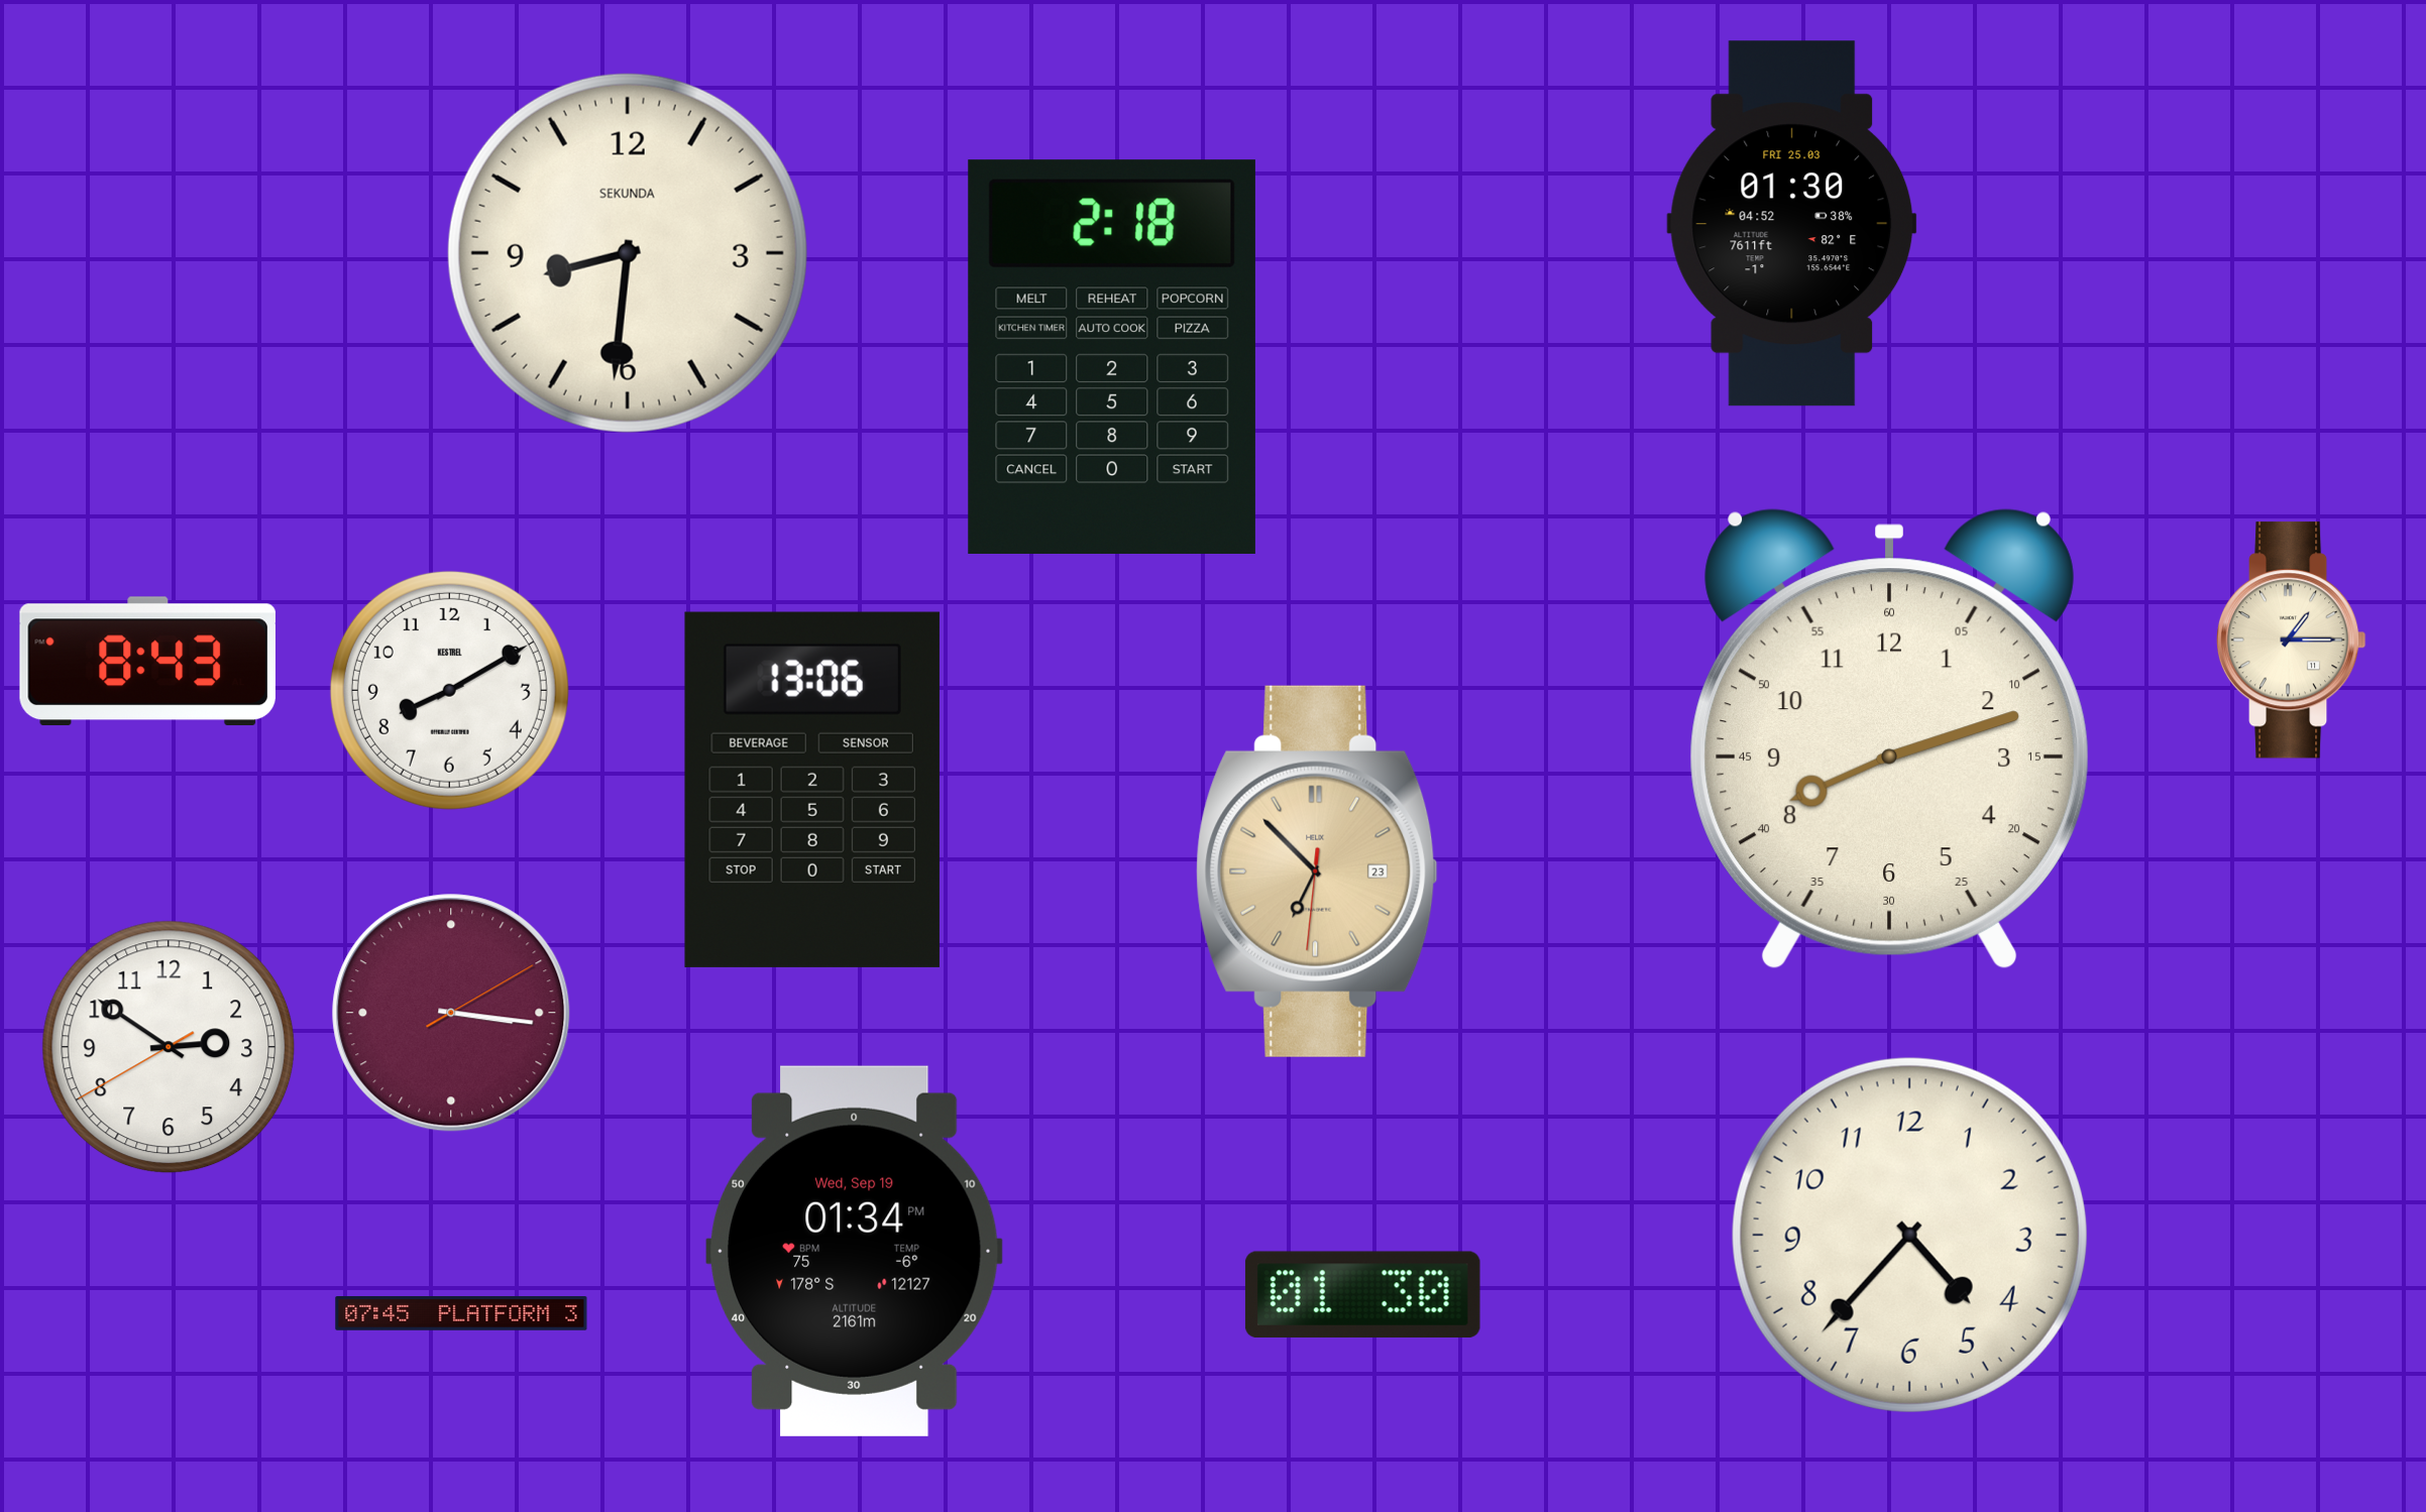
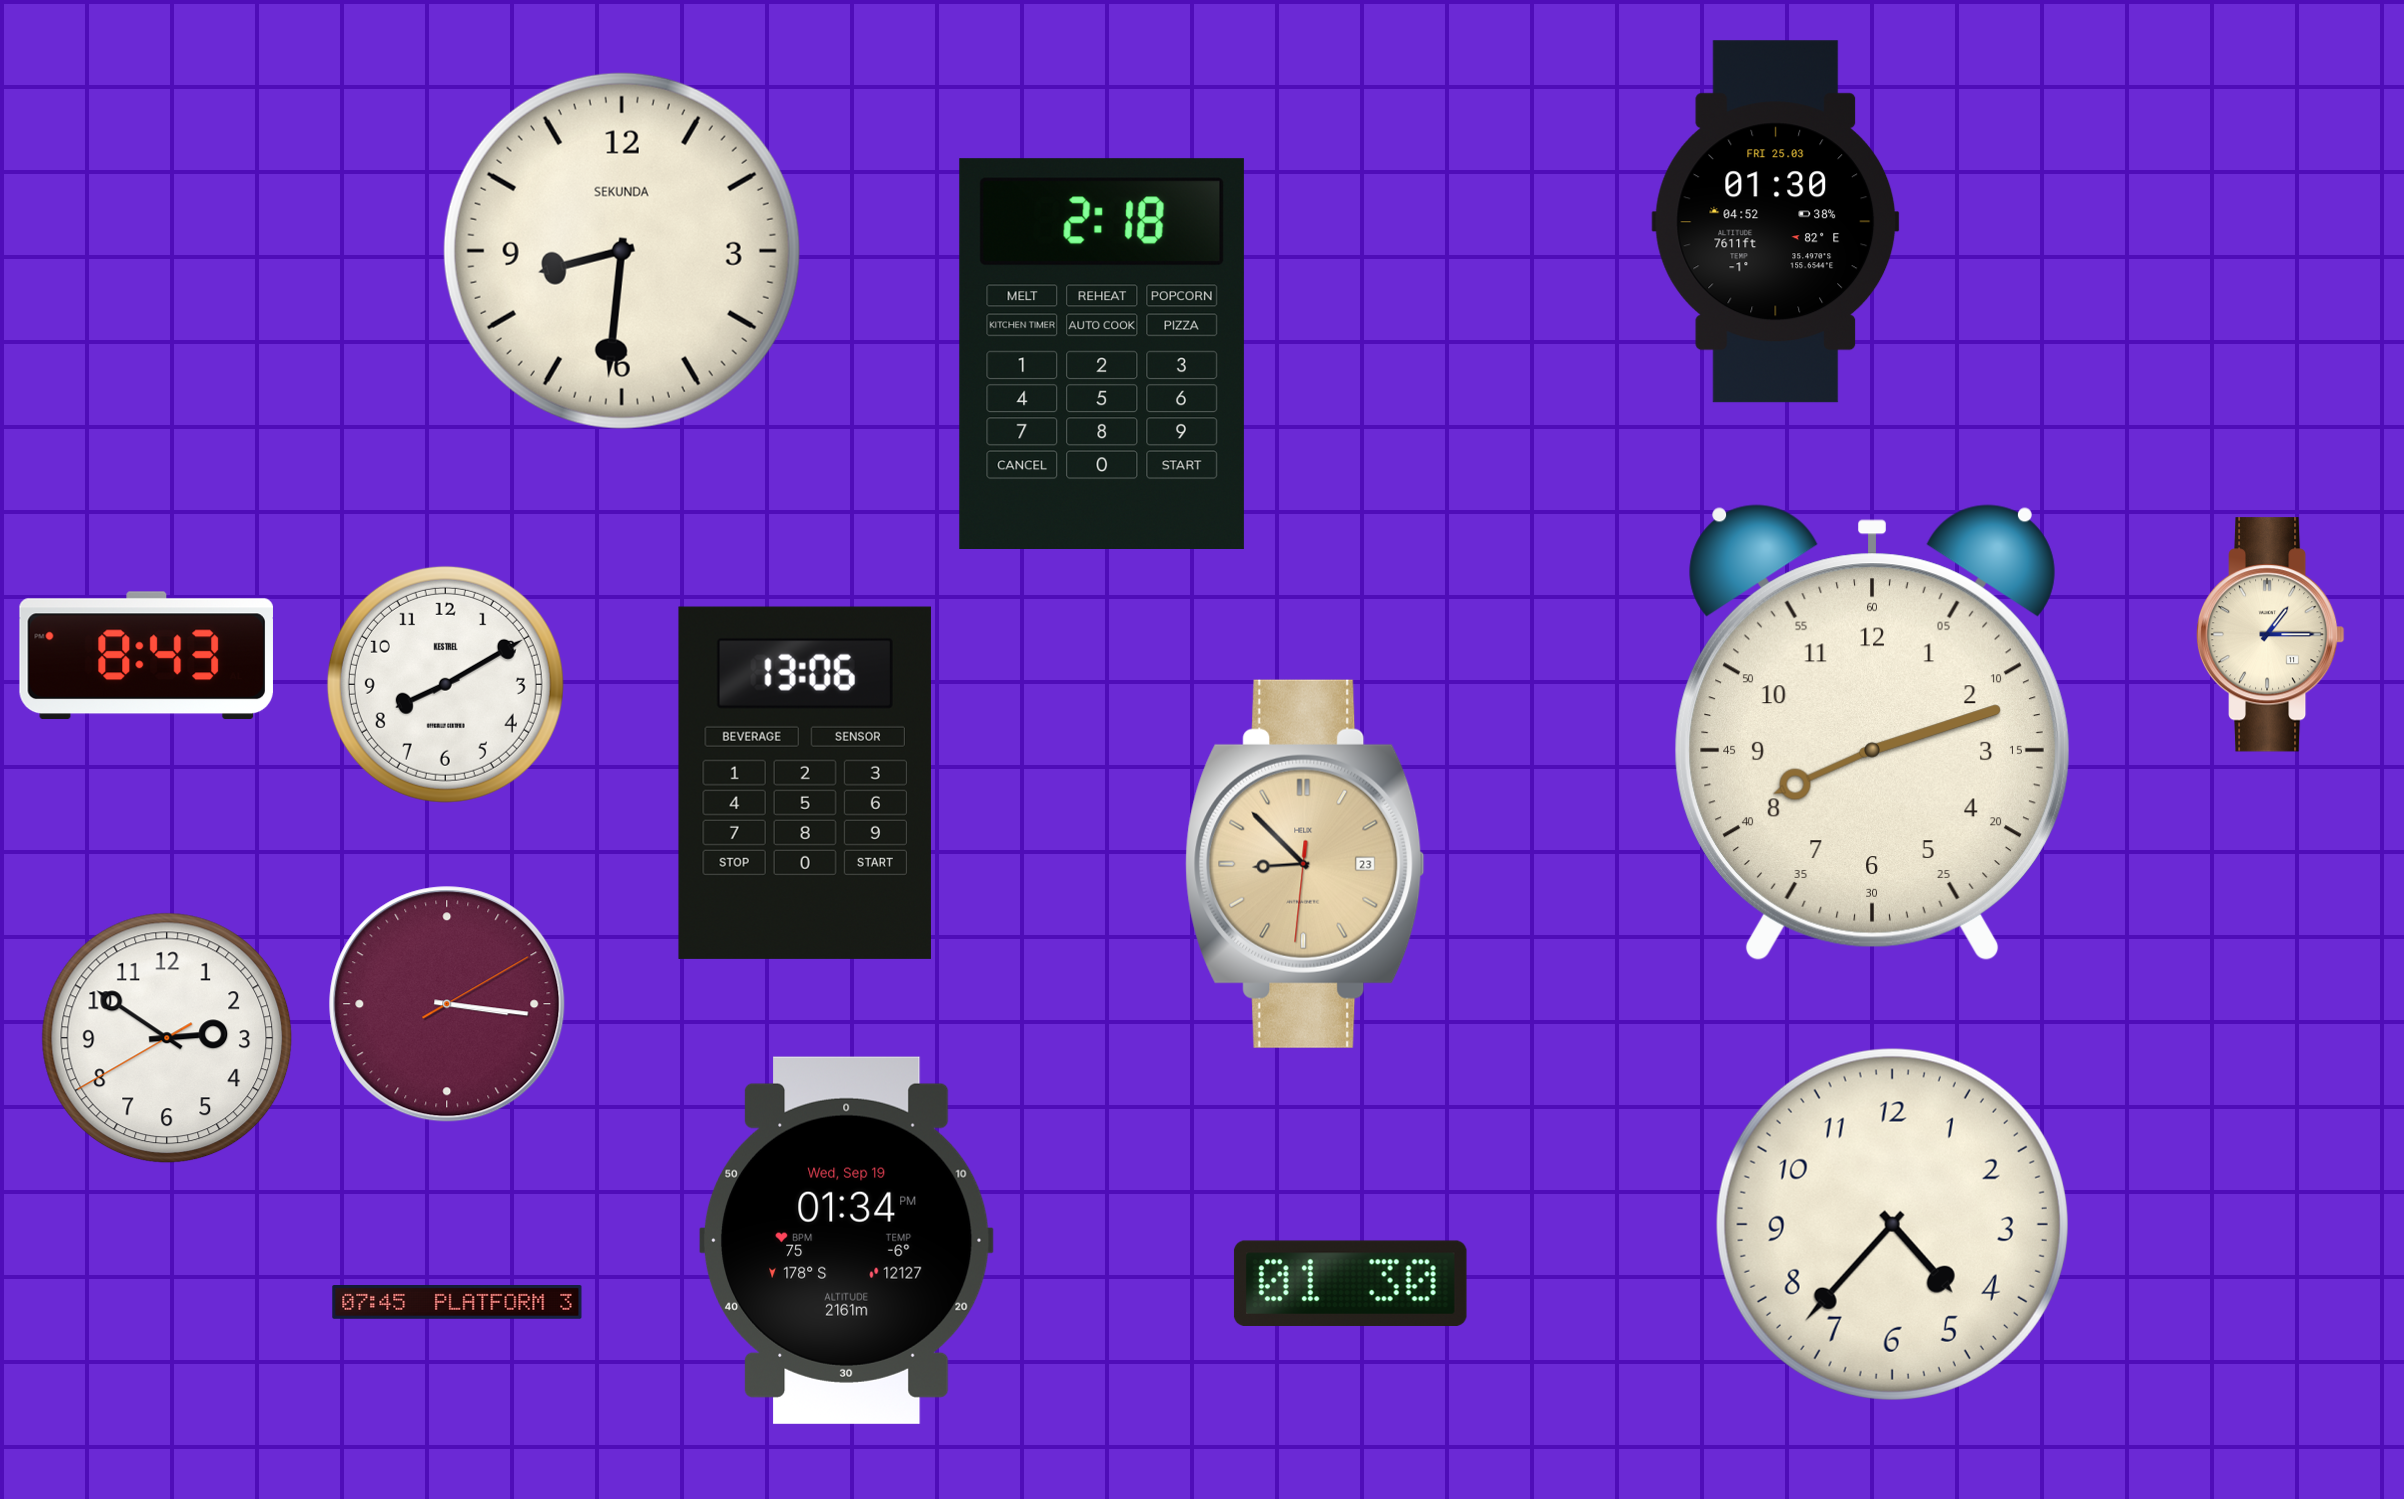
clock at (1317, 871): 6:52 -> 8:52
